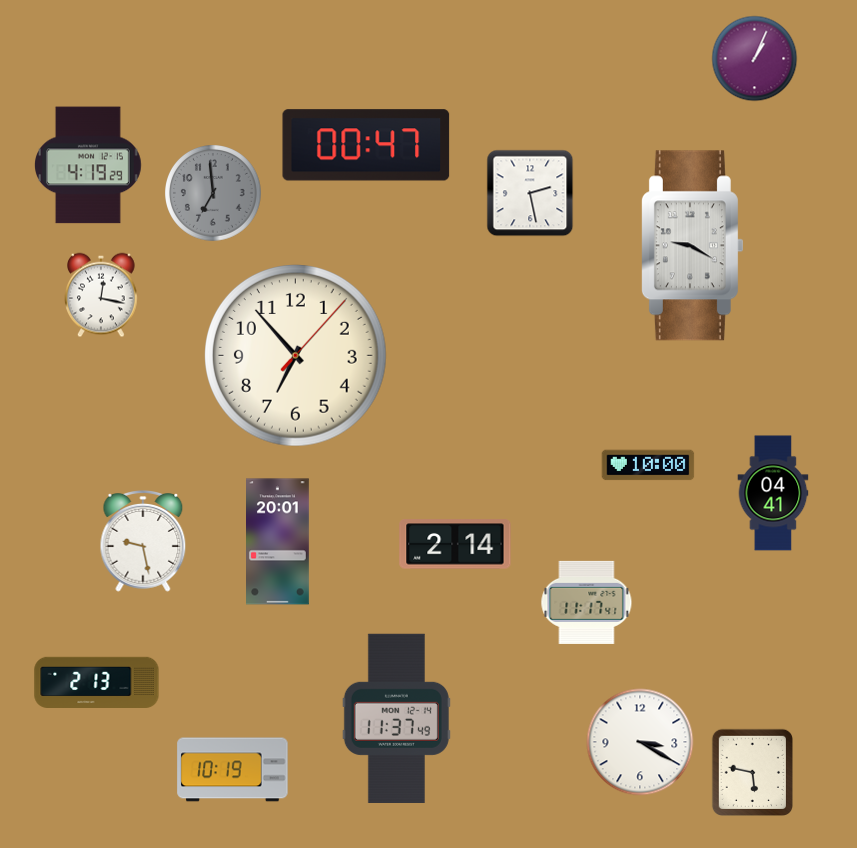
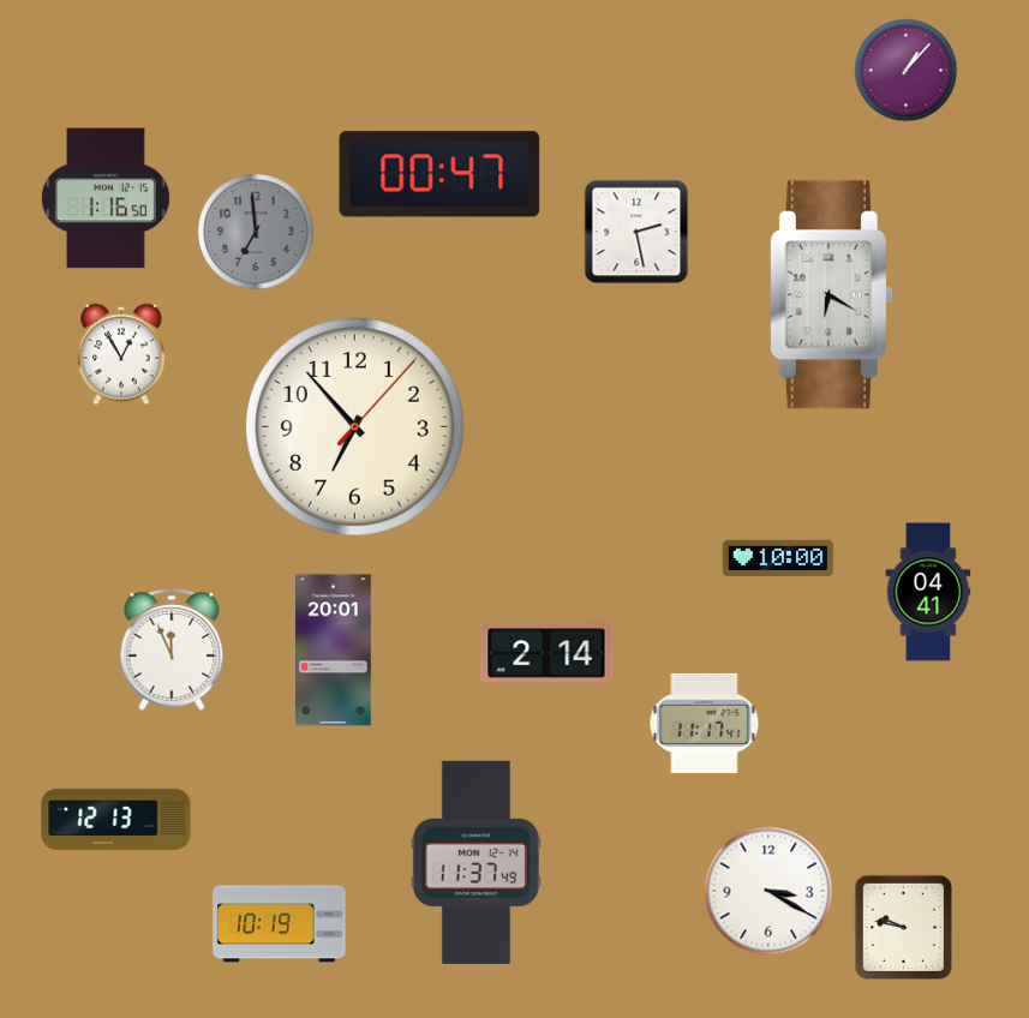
clock at (755, 59): 1:04 -> 1:07
clock at (89, 165): 4:19 -> 1:16
clock at (692, 246): 9:20 -> 6:20
clock at (102, 295): 12:17 -> 12:55
clock at (143, 542): 9:28 -> 11:56
clock at (97, 682): 2:13 -> 12:13
clock at (752, 772): 5:47 -> 9:47
